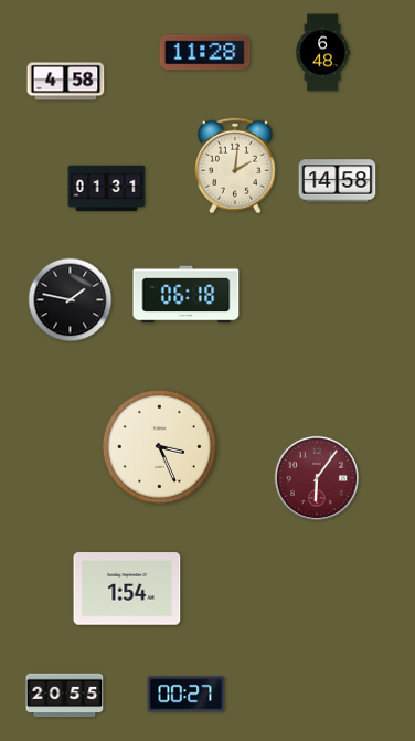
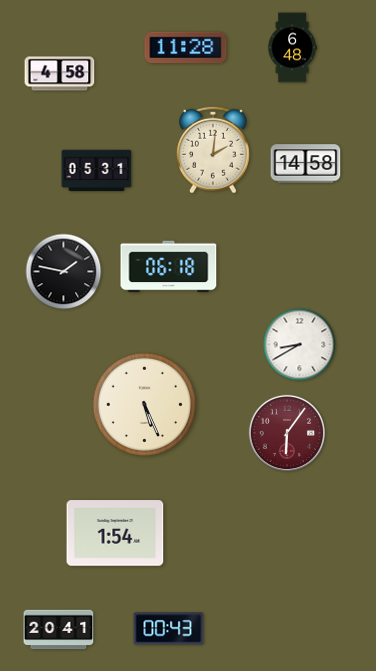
clock at (107, 189): 01:31 -> 05:31
clock at (300, 345): none -> 8:40
clock at (159, 446): 3:26 -> 5:26
clock at (187, 695): 00:27 -> 00:43
clock at (65, 696): 20:55 -> 20:41
